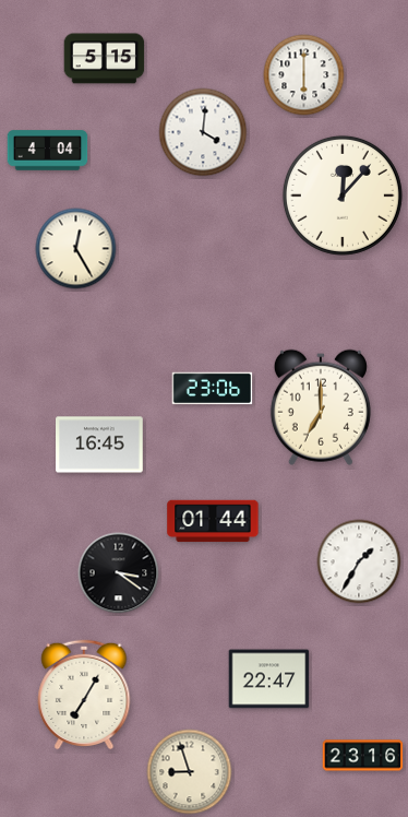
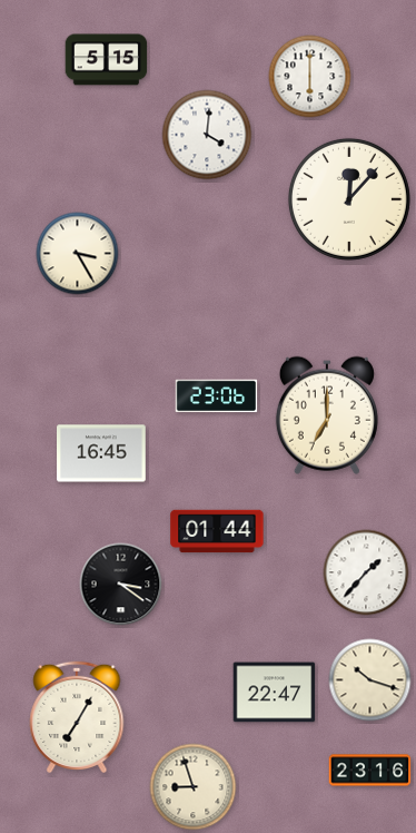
clock at (48, 151): 4:04 -> none
clock at (76, 249): 12:25 -> 3:25
clock at (359, 561): 1:35 -> 1:37
clock at (370, 680): none -> 10:18
clock at (84, 695) position: (84, 695) -> (77, 717)
